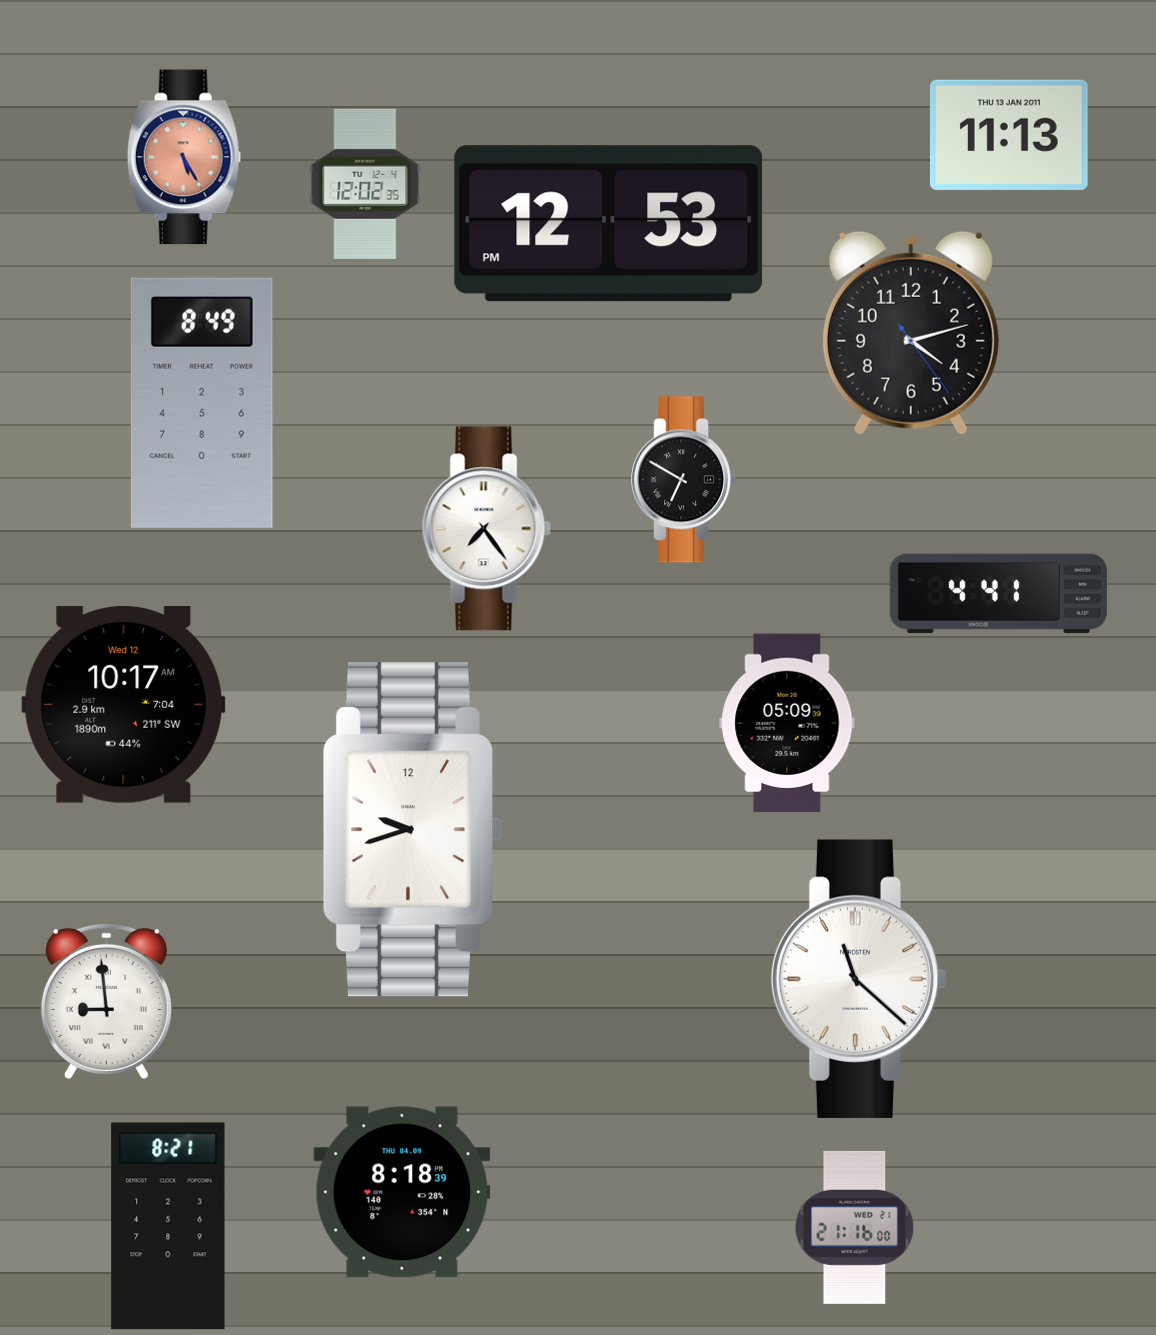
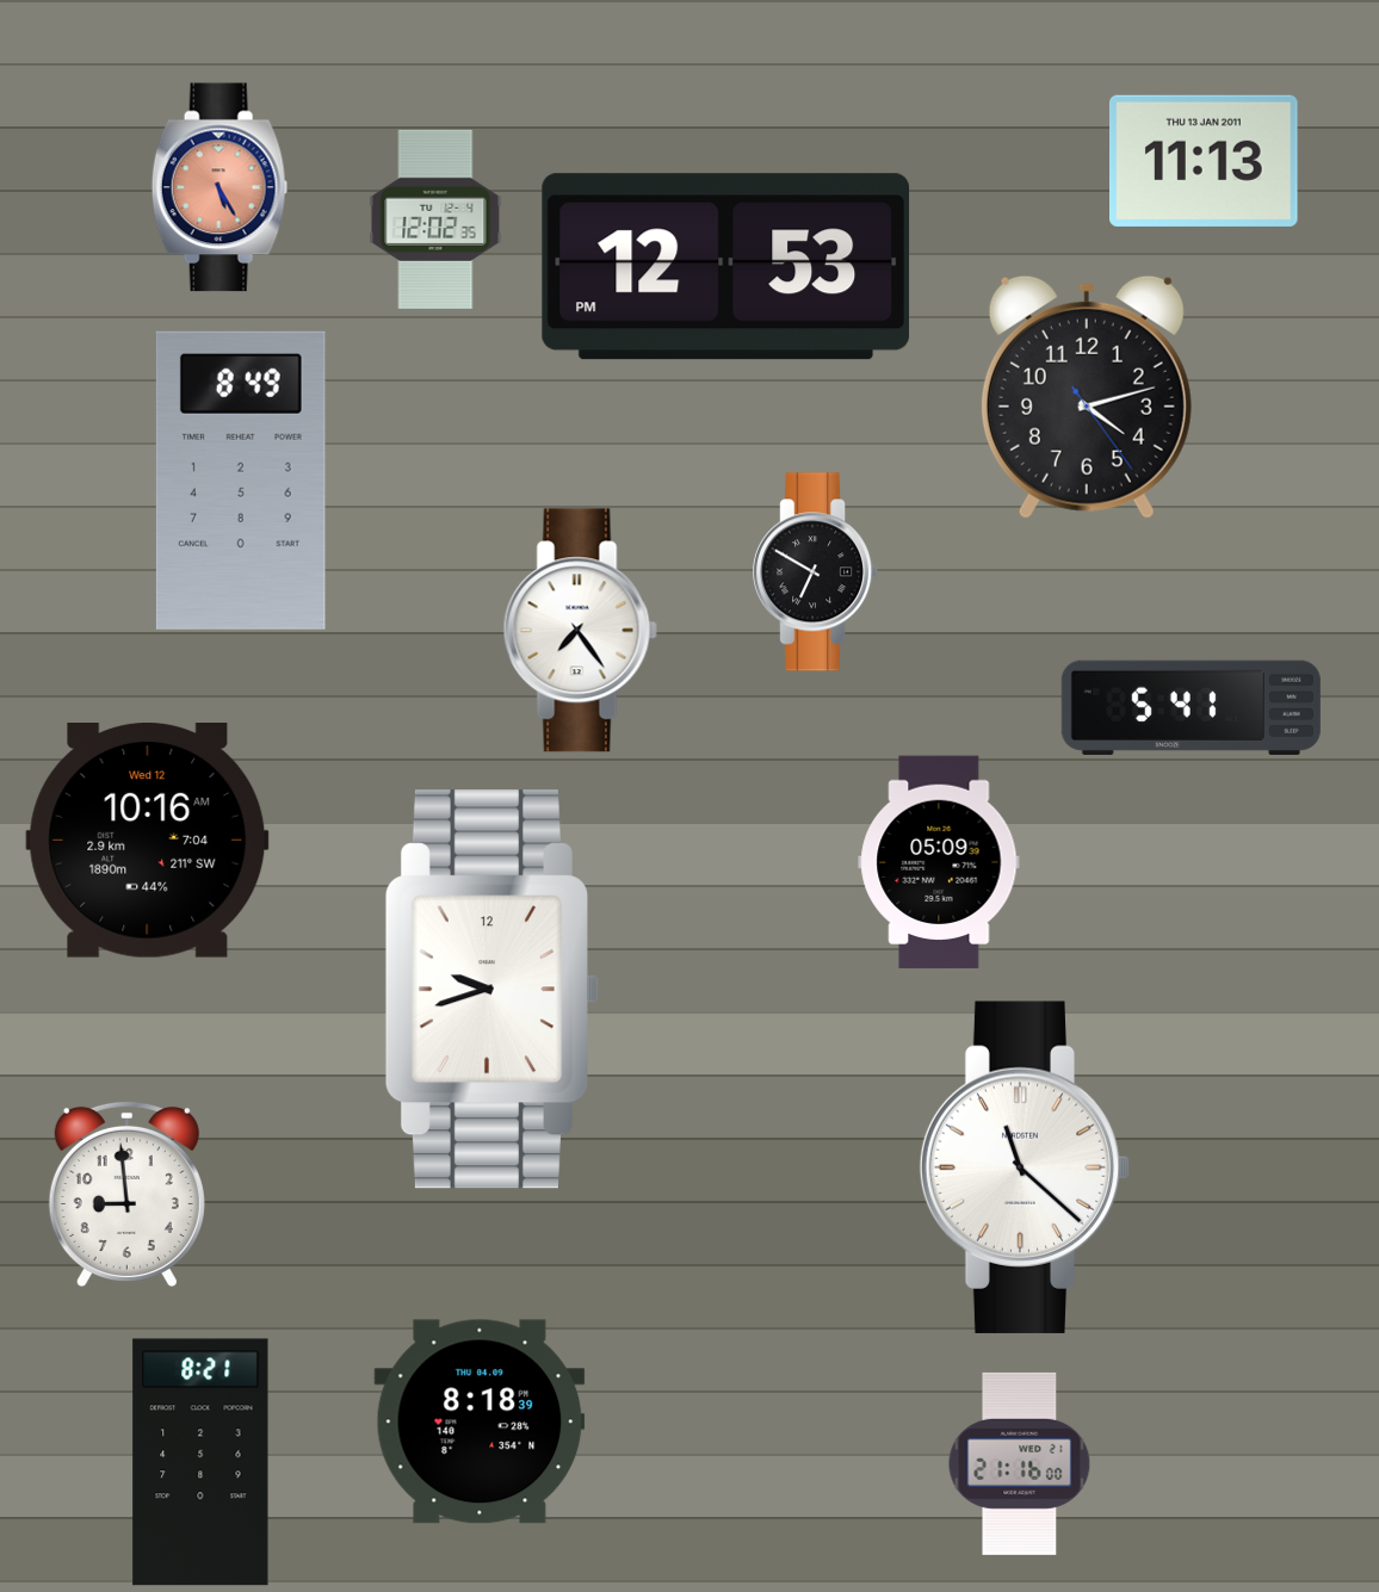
clock at (998, 593): 4:41 -> 5:41
clock at (124, 705): 10:17 -> 10:16
clock at (106, 1002) numerals: Roman -> Arabic
